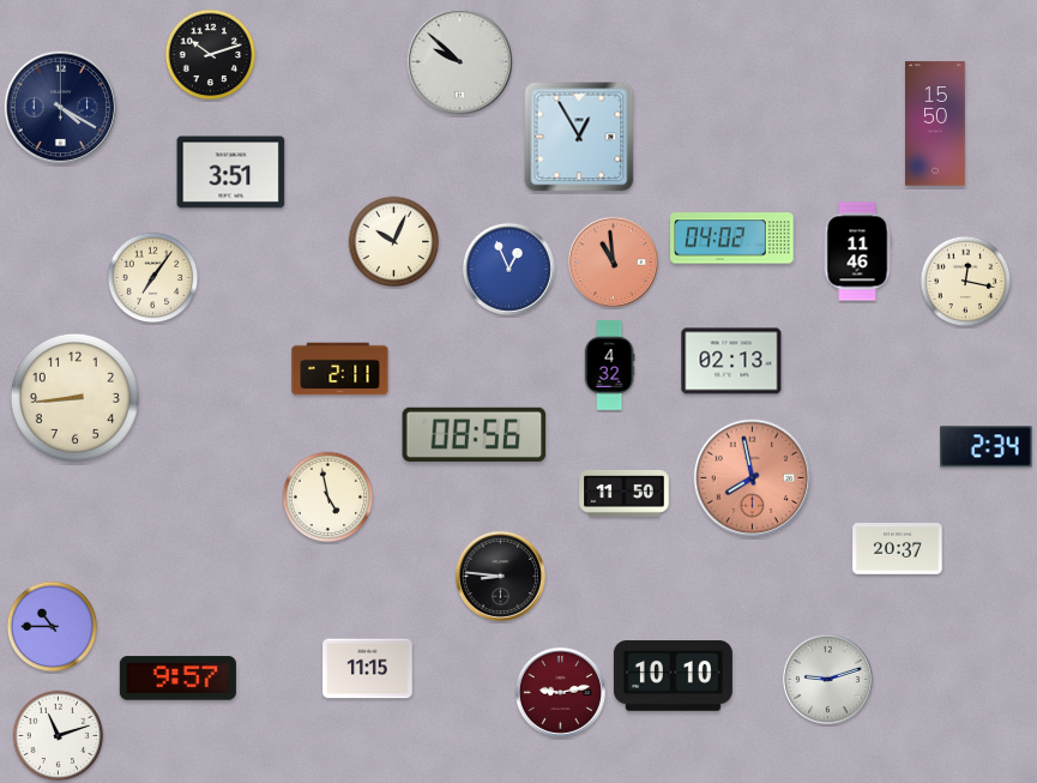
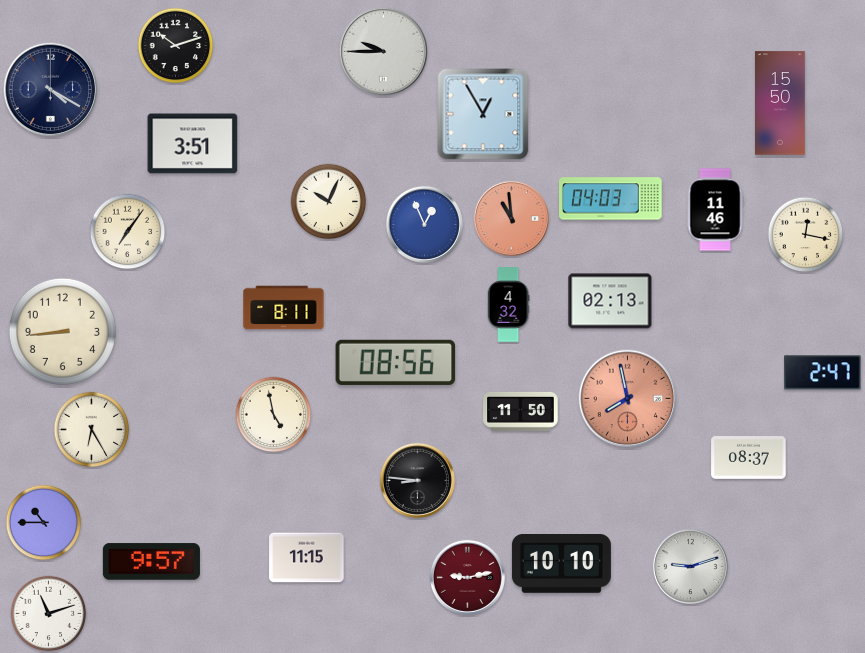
clock at (459, 61): 9:52 -> 9:45
clock at (732, 239): 04:02 -> 04:03
clock at (340, 369): 2:11 -> 8:11
clock at (987, 447): 2:34 -> 2:47
clock at (92, 430): none -> 6:25
clock at (898, 549): 20:37 -> 08:37
clock at (177, 679) position: (177, 679) -> (151, 562)
